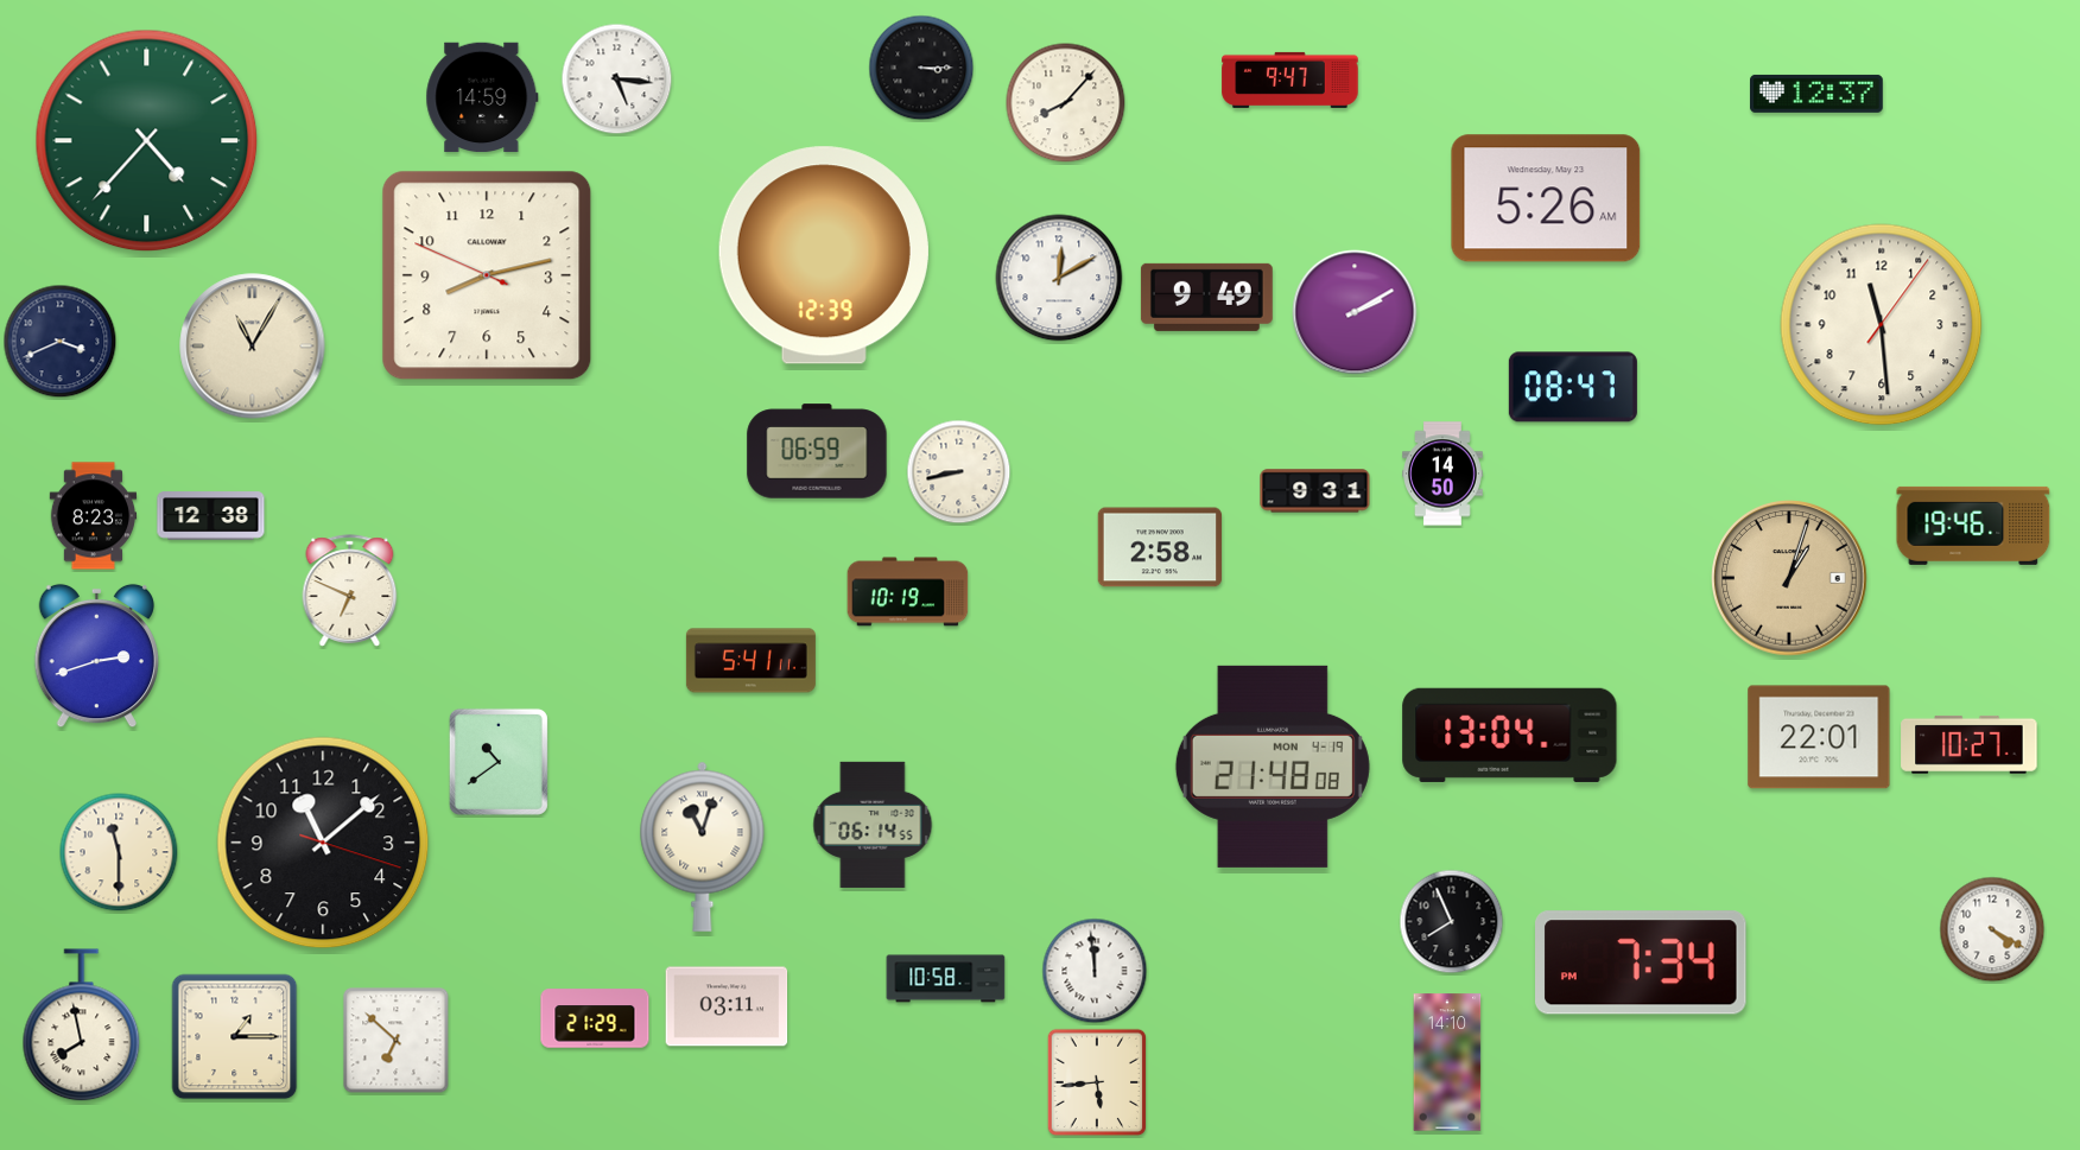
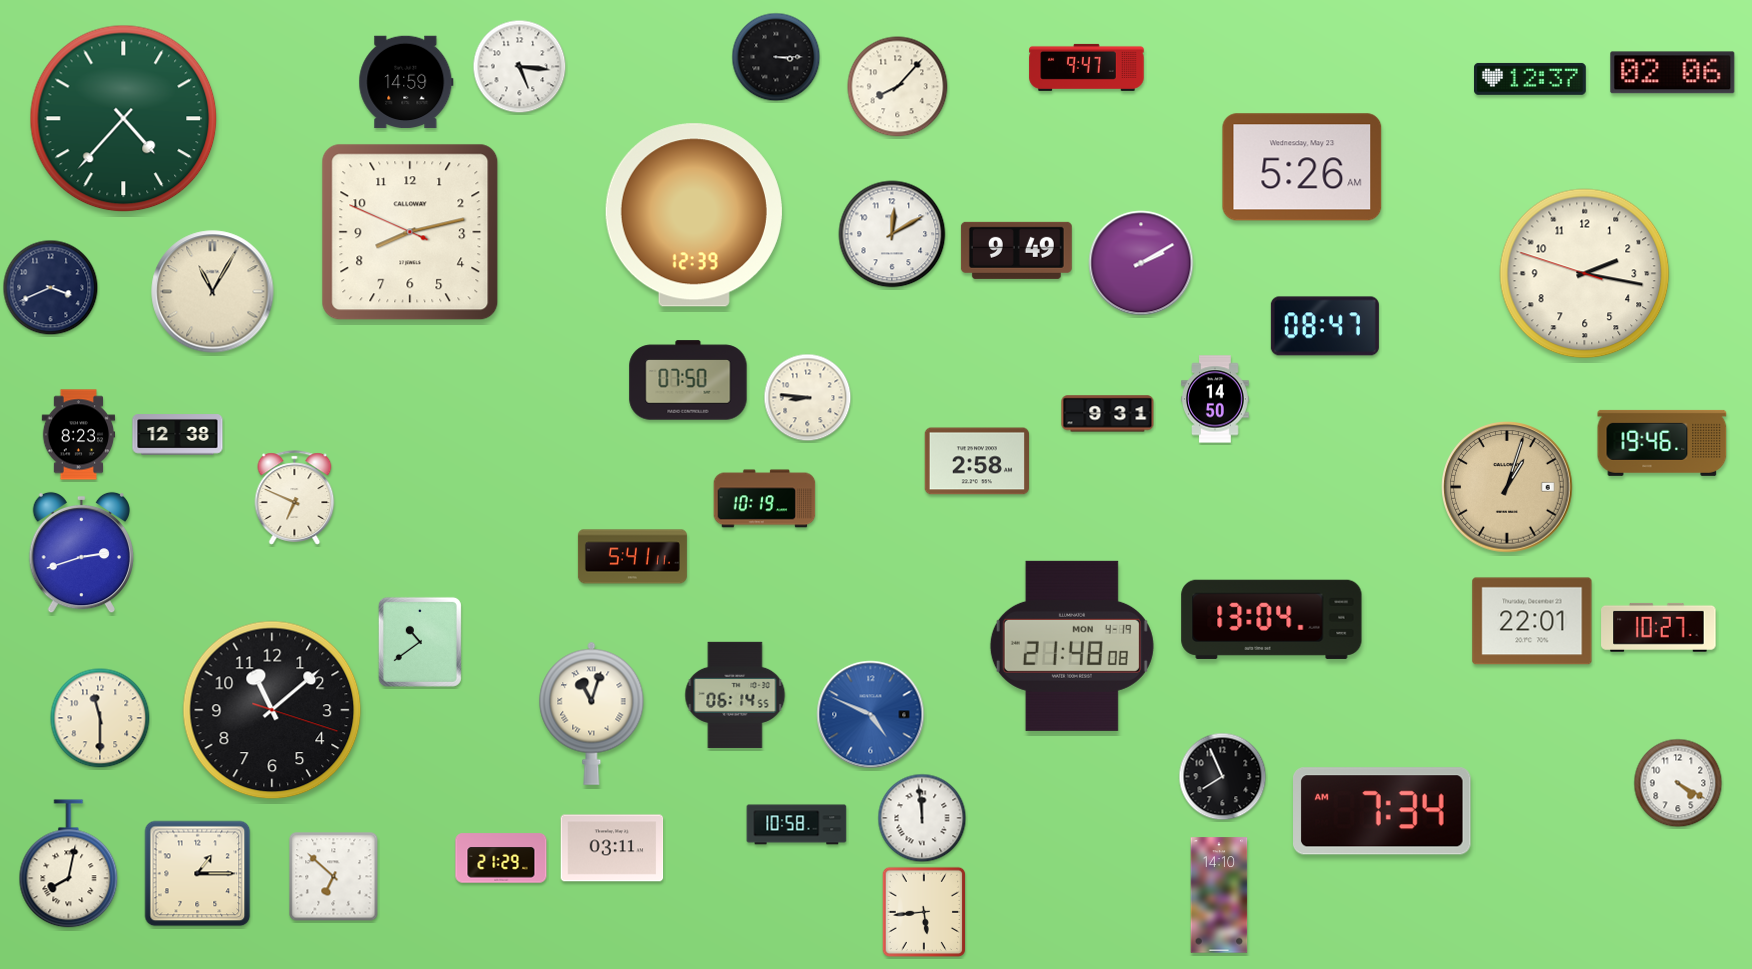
clock at (1673, 73): none -> 02:06
clock at (1882, 325): 11:29 -> 2:16
clock at (817, 451): 06:59 -> 07:50
clock at (959, 472): 8:43 -> 8:46
clock at (871, 715): none -> 4:49
clock at (1642, 962): 7:34 PM -> 7:34 AM
clock at (82, 1025): 7:58 -> 8:02
